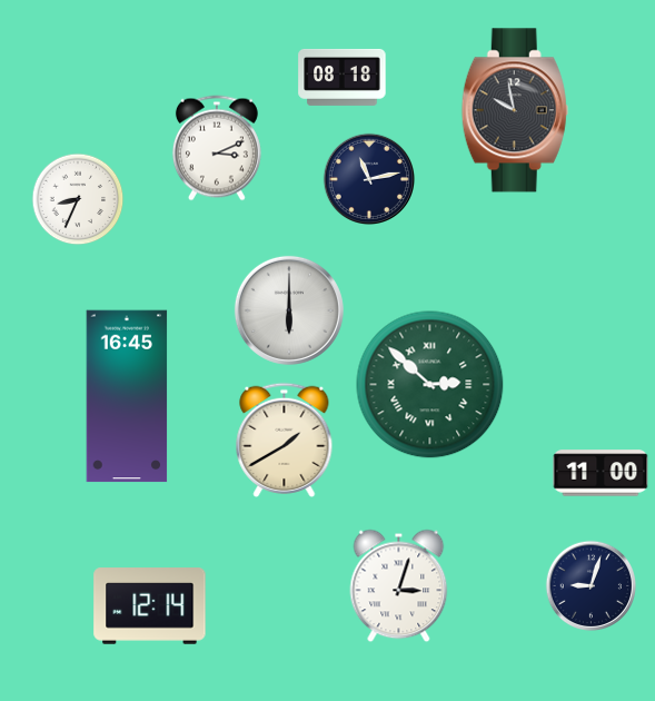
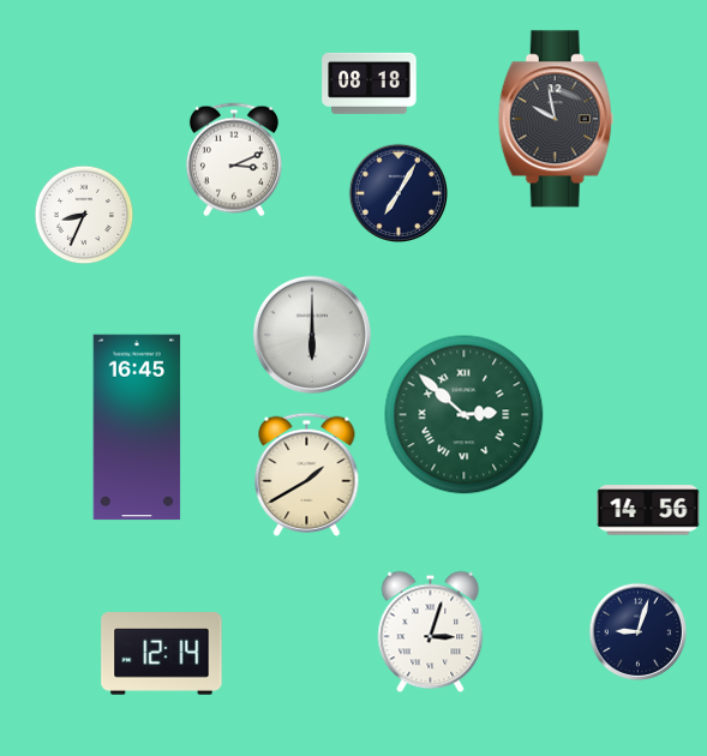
clock at (368, 178): 11:13 -> 7:05
clock at (601, 473): 11:00 -> 14:56
